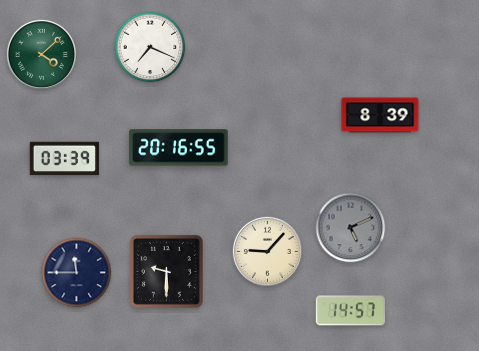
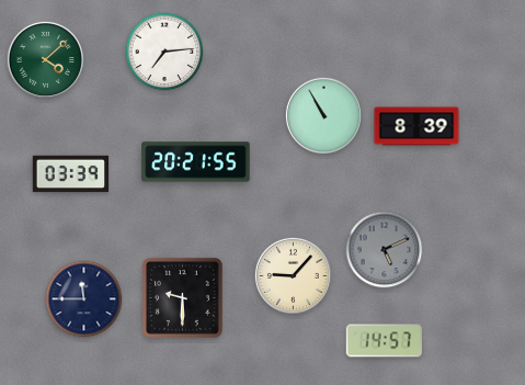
clock at (150, 47): 7:19 -> 7:14
clock at (323, 115): none -> 10:55
clock at (179, 148): 20:16 -> 20:21
